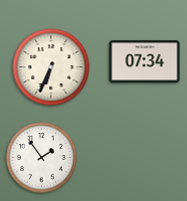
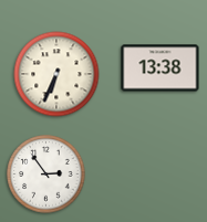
clock at (145, 62): 07:34 -> 13:38
clock at (42, 158): 1:54 -> 2:54
